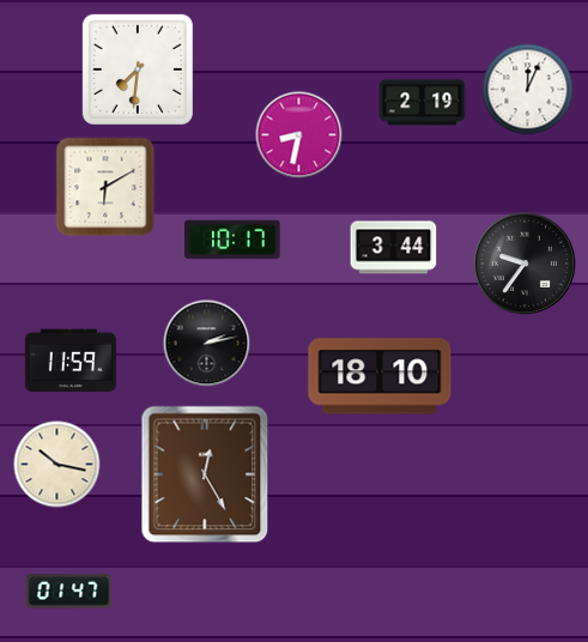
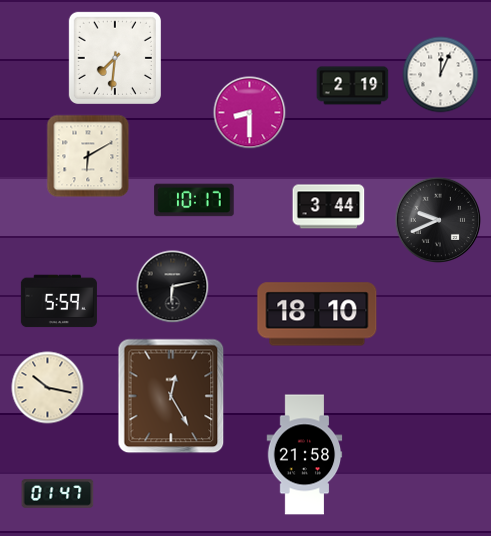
clock at (299, 135): 8:32 -> 8:30
clock at (523, 262): 9:36 -> 9:41
clock at (207, 344): 2:13 -> 6:13
clock at (71, 361): 11:59 -> 5:59
clock at (305, 455): none -> 21:58
